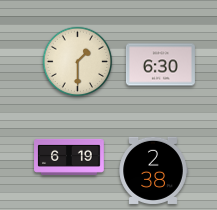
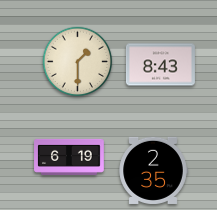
clock at (160, 65): 6:30 -> 8:43
clock at (153, 170): 2:38 -> 2:35
